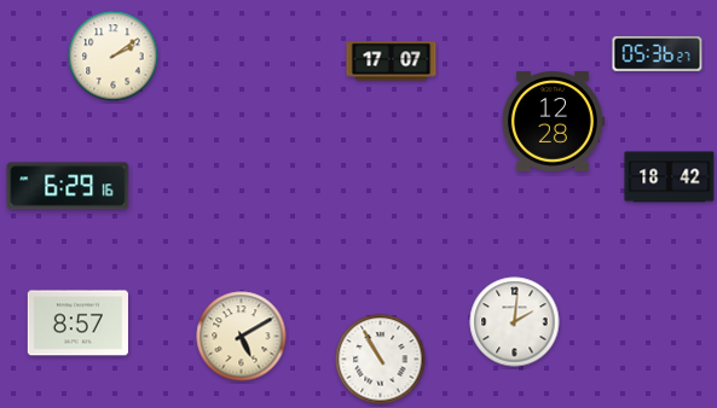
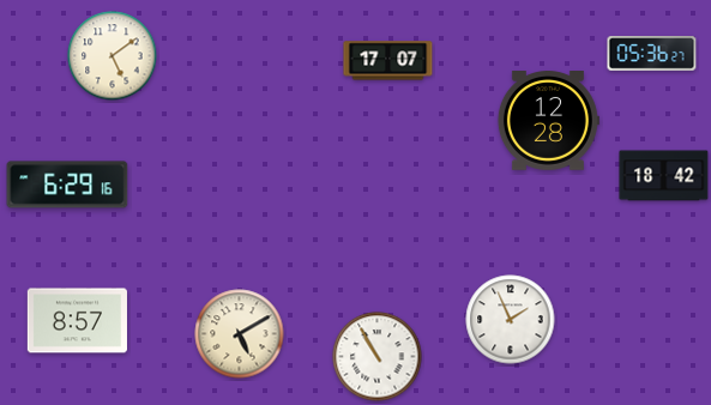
clock at (114, 57): 2:09 -> 5:09
clock at (515, 322): 2:01 -> 1:56
